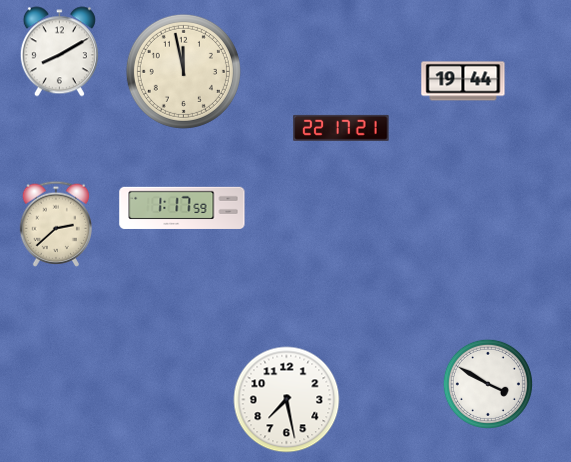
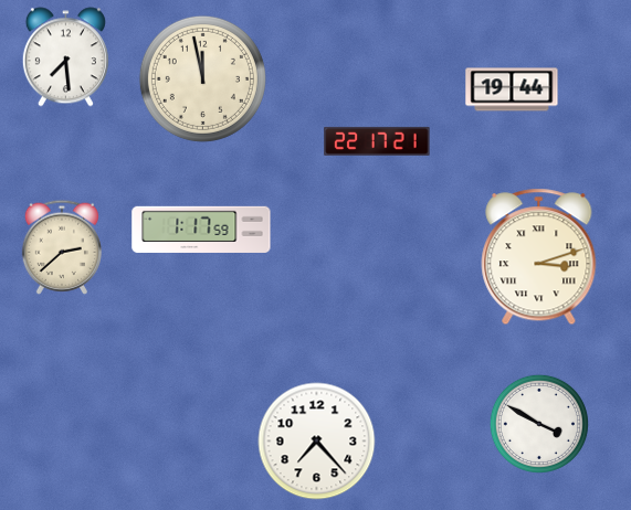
clock at (59, 52): 8:10 -> 7:29
clock at (539, 257): none -> 3:12
clock at (287, 400): 7:28 -> 7:23
